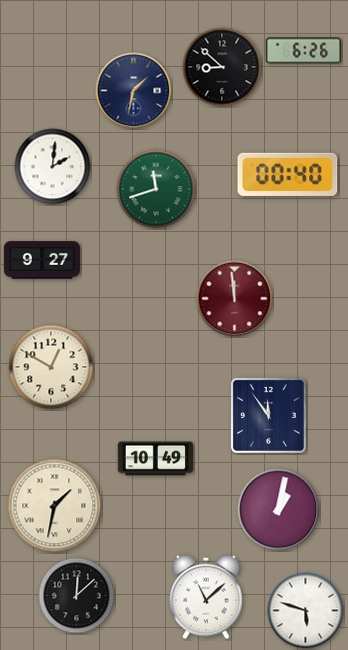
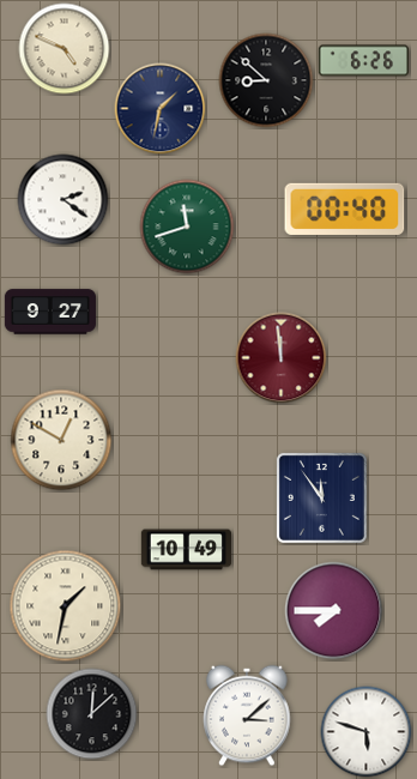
clock at (65, 49): none -> 4:49
clock at (53, 167): 2:01 -> 2:21
clock at (279, 510): 1:02 -> 7:45
clock at (206, 597): 11:08 -> 3:08
